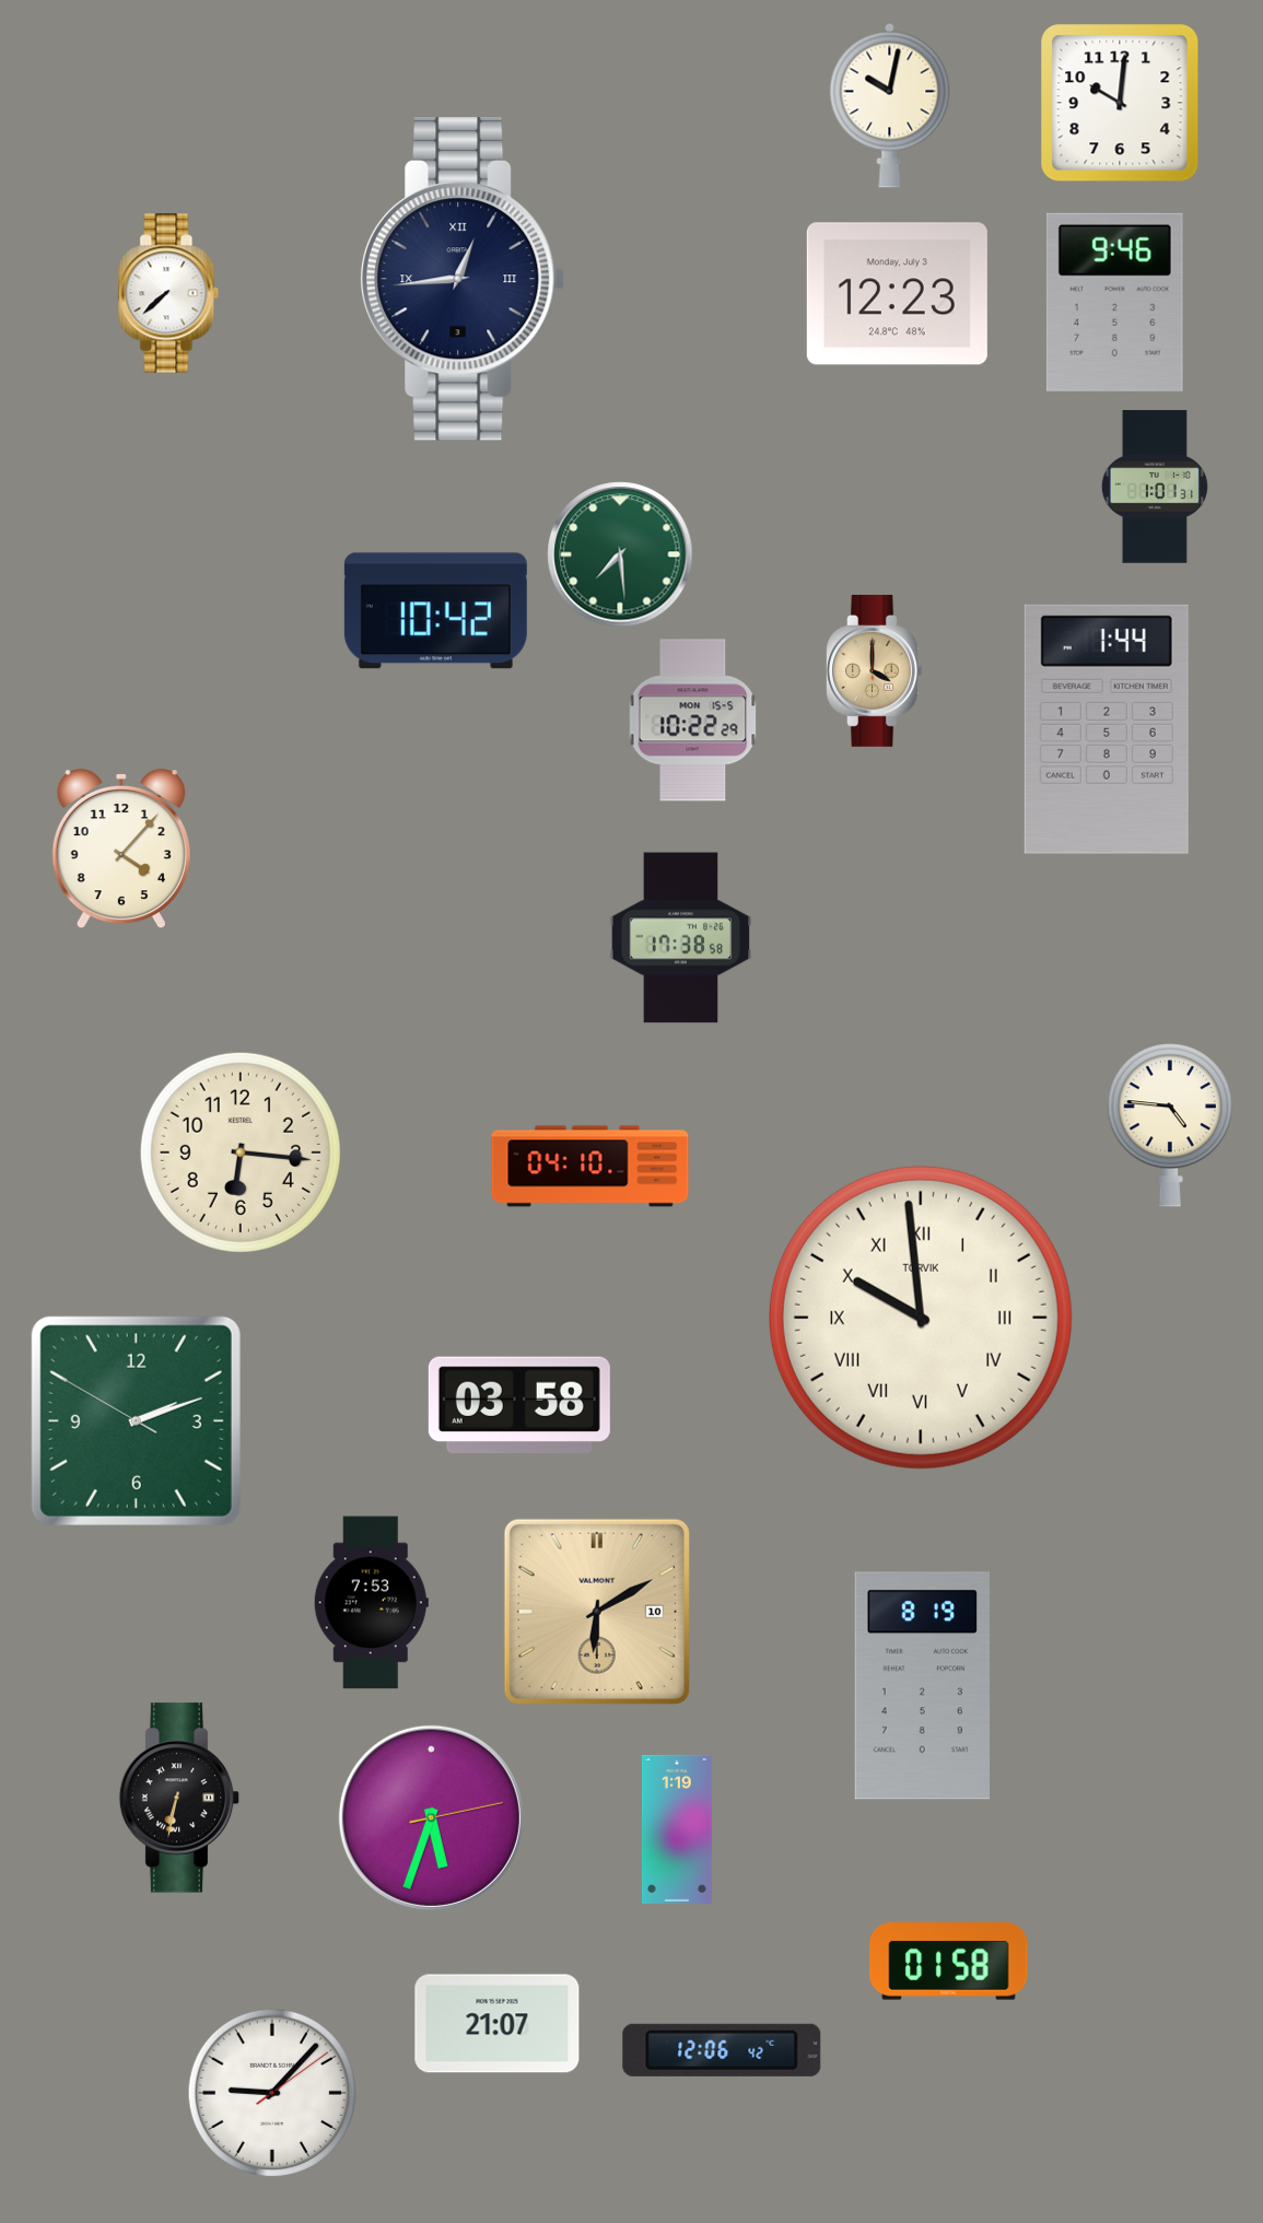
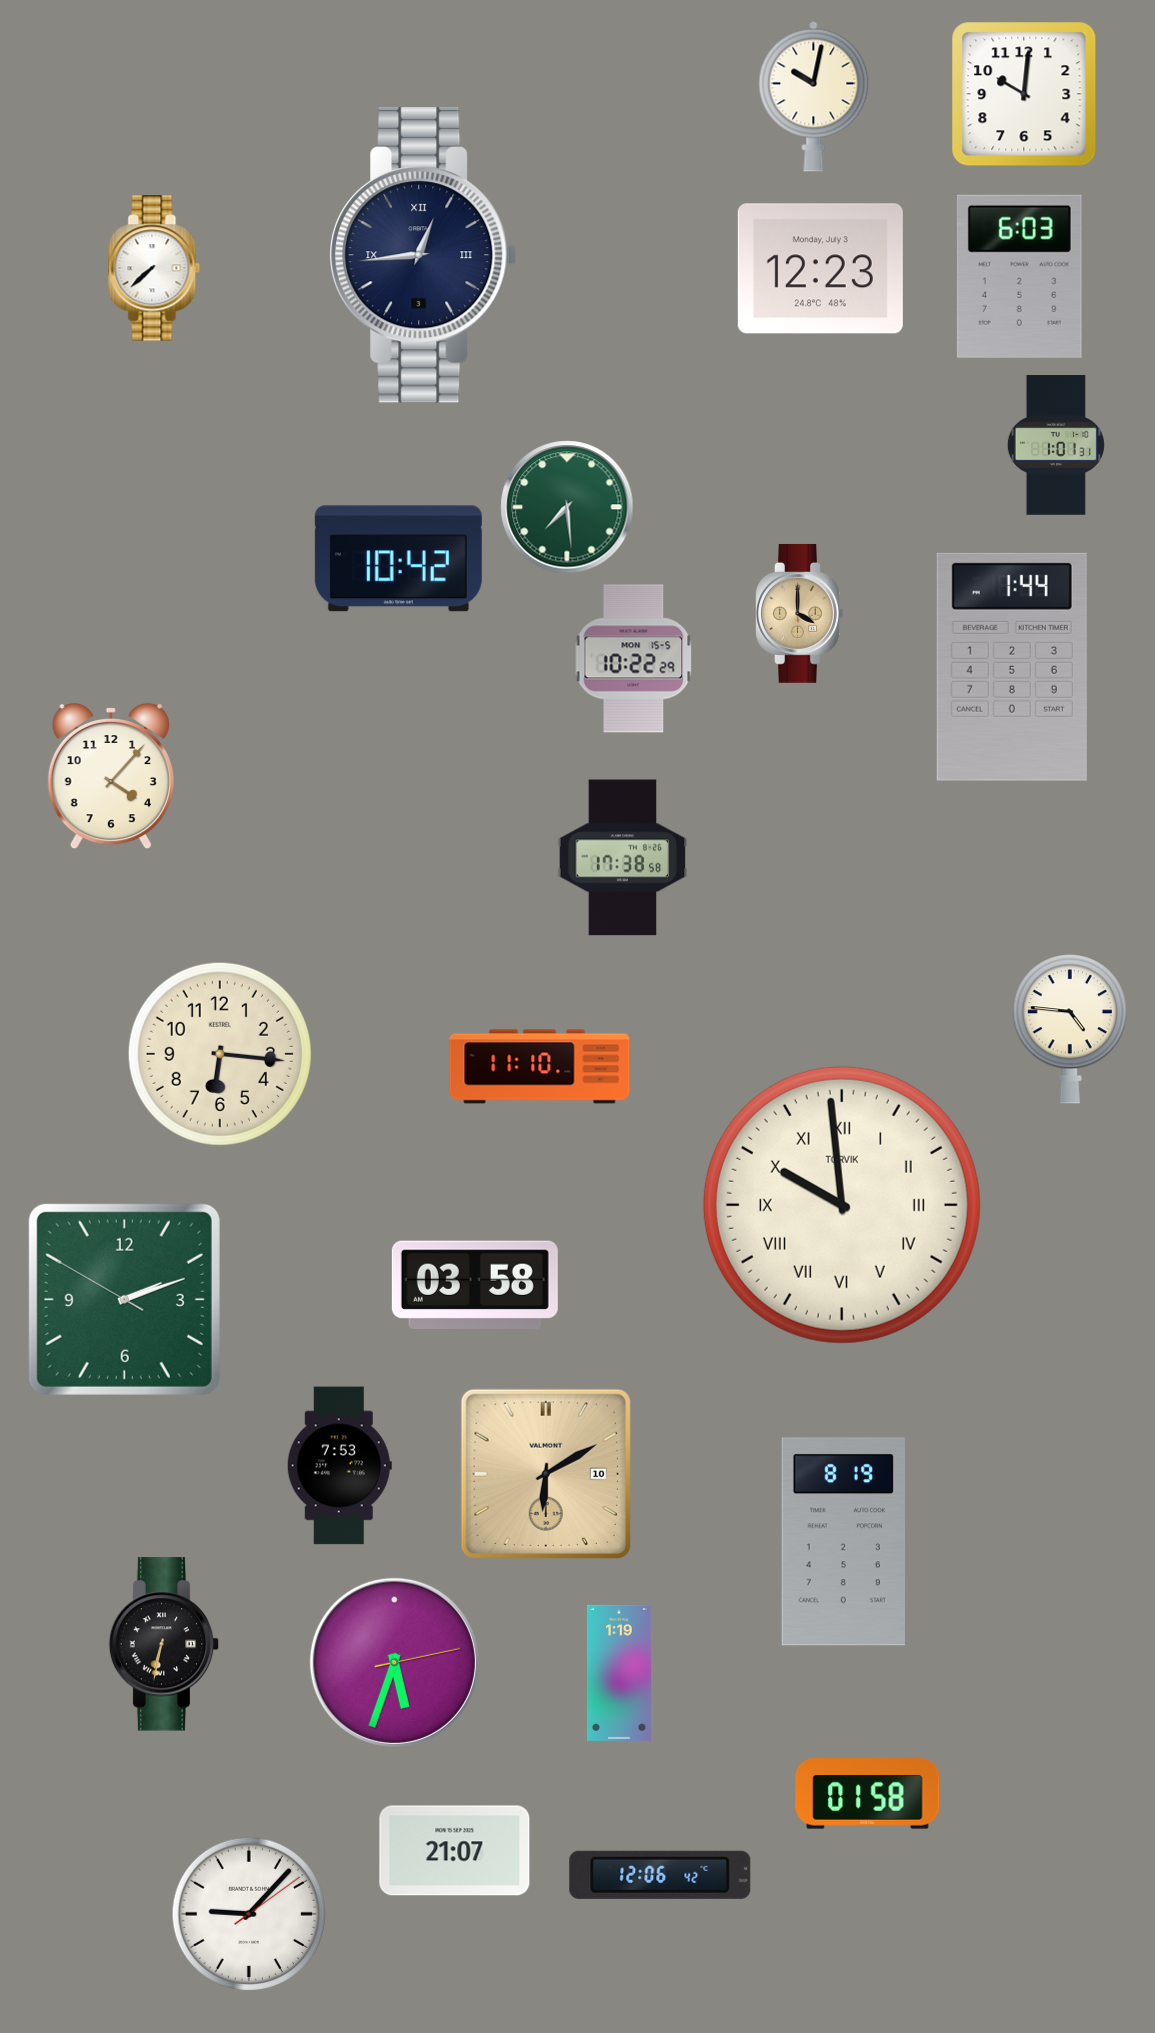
clock at (1114, 302): 9:46 -> 6:03
clock at (590, 1167): 04:10 -> 11:10
